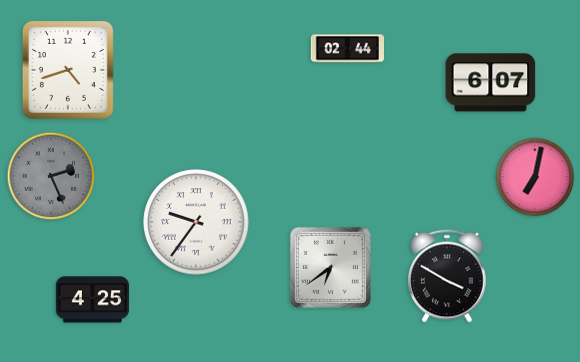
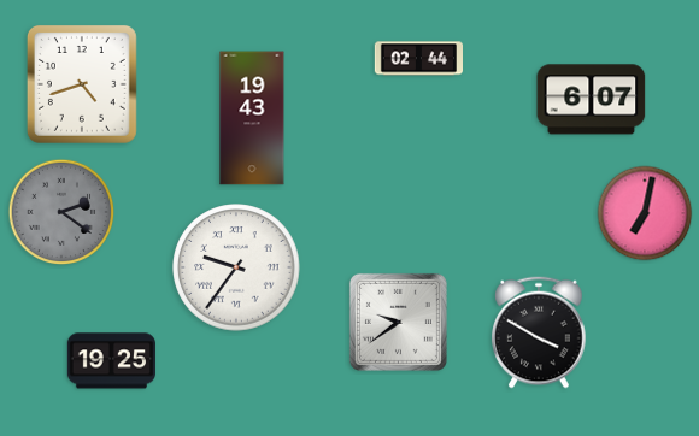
clock at (252, 118): none -> 19:43
clock at (51, 176): 2:26 -> 2:21
clock at (330, 267): 6:39 -> 9:39
clock at (92, 300): 4:25 -> 19:25
